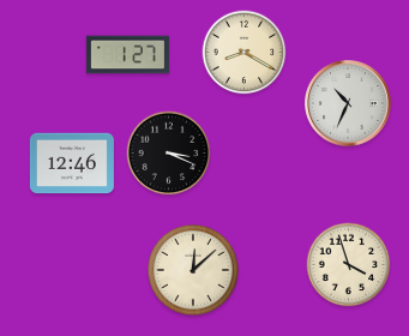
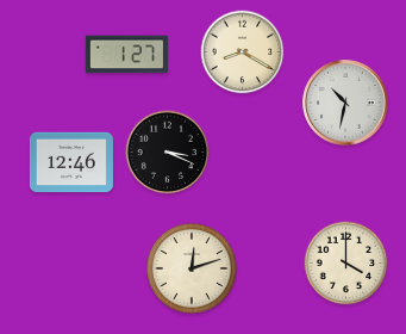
clock at (348, 103): 10:34 -> 10:32
clock at (349, 265): 3:57 -> 4:00
clock at (194, 271): 12:08 -> 12:12
